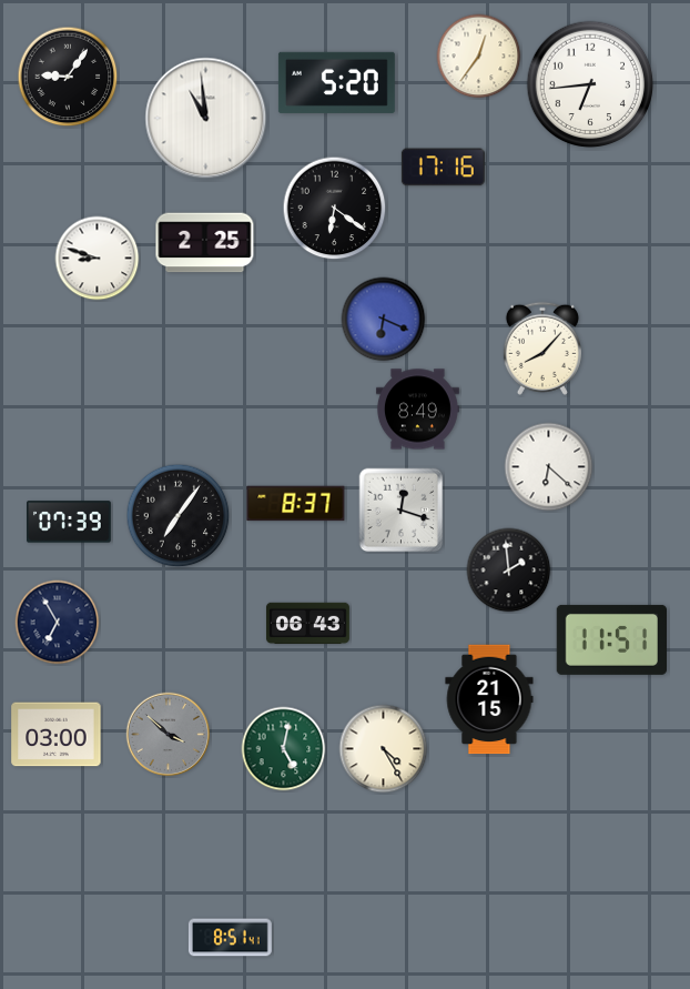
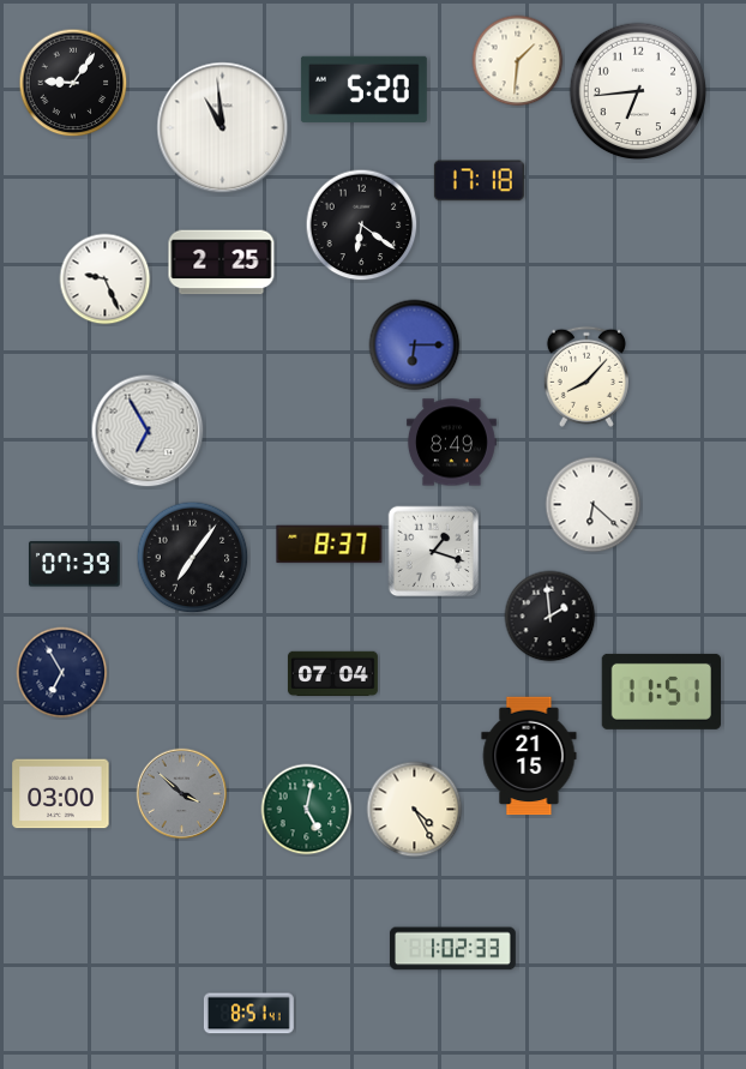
clock at (479, 57): 12:36 -> 1:31
clock at (443, 168): 17:16 -> 17:18
clock at (98, 259): 8:48 -> 9:26
clock at (384, 320): 6:19 -> 6:15
clock at (148, 431): none -> 6:55
clock at (296, 504) position: (296, 504) -> (330, 545)
clock at (402, 511): 12:18 -> 1:18
clock at (307, 624): 06:43 -> 07:04
clock at (452, 949): none -> 1:02
